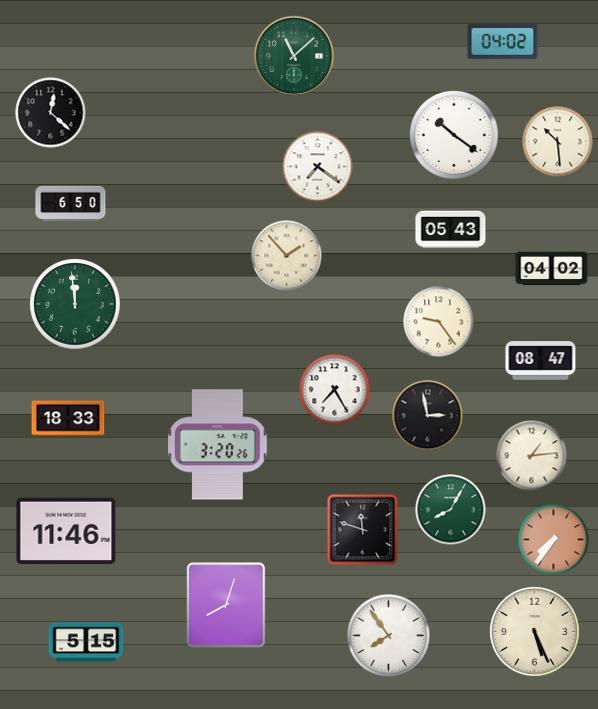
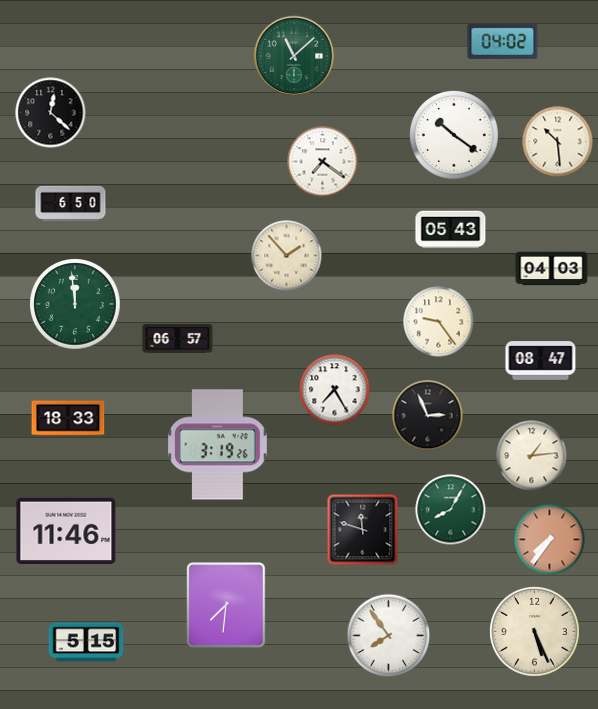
clock at (318, 167) position: (318, 167) -> (323, 162)
clock at (552, 269): 04:02 -> 04:03
clock at (178, 339): none -> 06:57
clock at (428, 416): 2:58 -> 2:56
clock at (218, 445): 3:20 -> 3:19
clock at (554, 540) position: (554, 540) -> (550, 540)
clock at (226, 605): 8:03 -> 7:31
